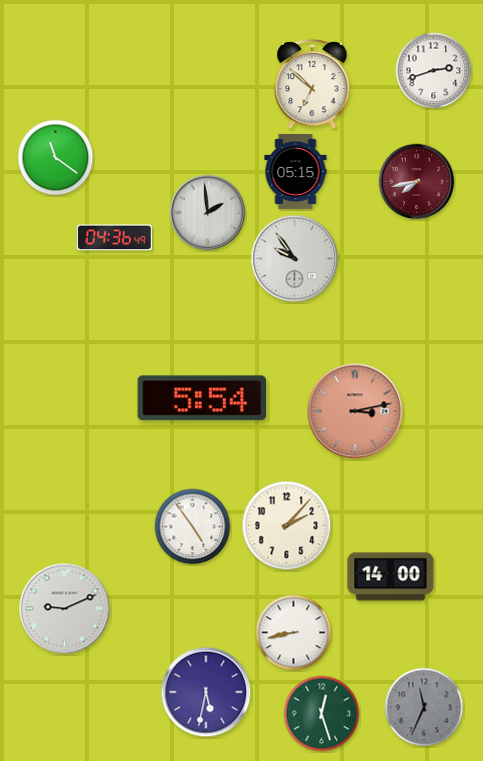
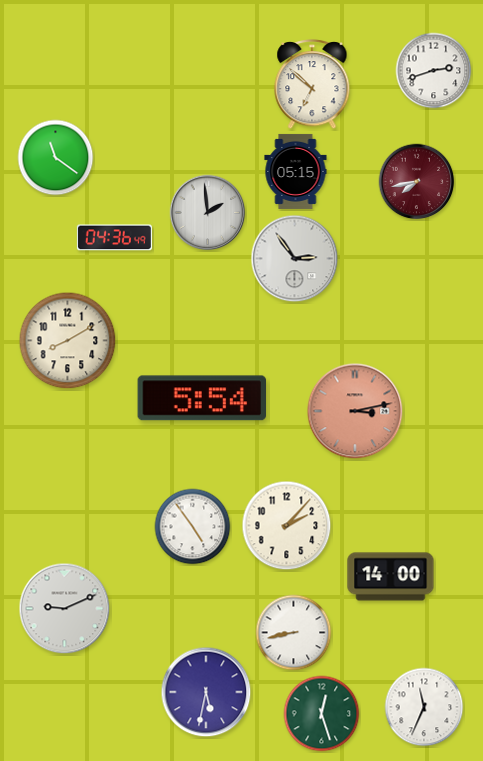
clock at (295, 259): 9:54 -> 2:54
clock at (68, 341): none -> 8:10
clock at (424, 707) dial: grey -> white
